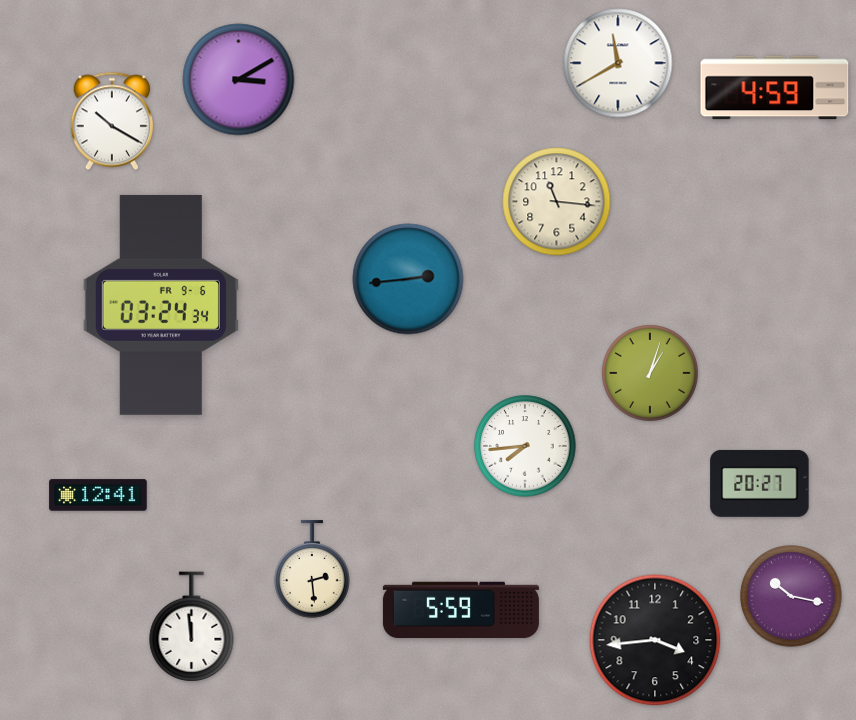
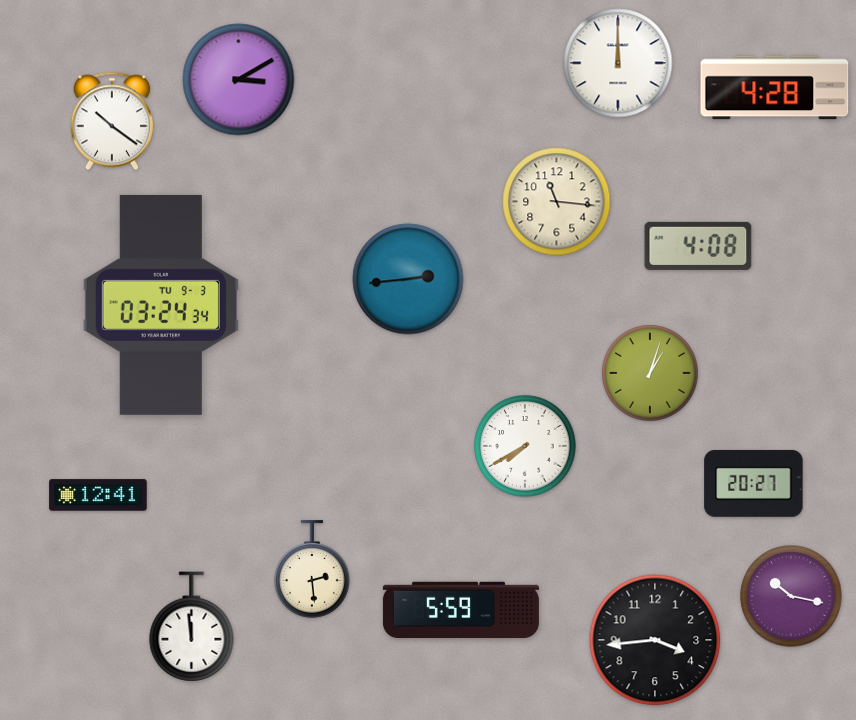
clock at (618, 63): 11:40 -> 12:00
clock at (775, 88): 4:59 -> 4:28
clock at (112, 121): 10:20 -> 10:21
clock at (698, 246): none -> 4:08
clock at (161, 305) date: FR 9-6 -> TU 9-3
clock at (525, 446): 7:44 -> 7:40
clock at (760, 483) position: (760, 483) -> (754, 483)
